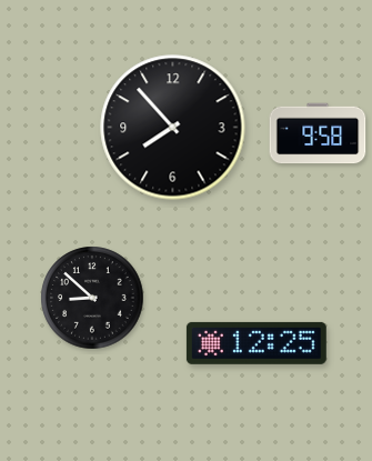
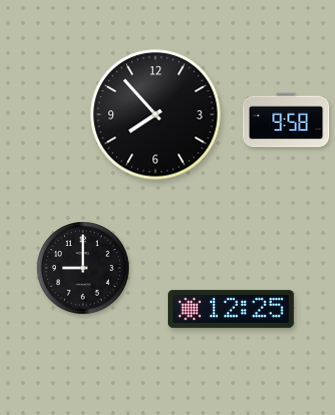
clock at (92, 298): 8:52 -> 9:00
